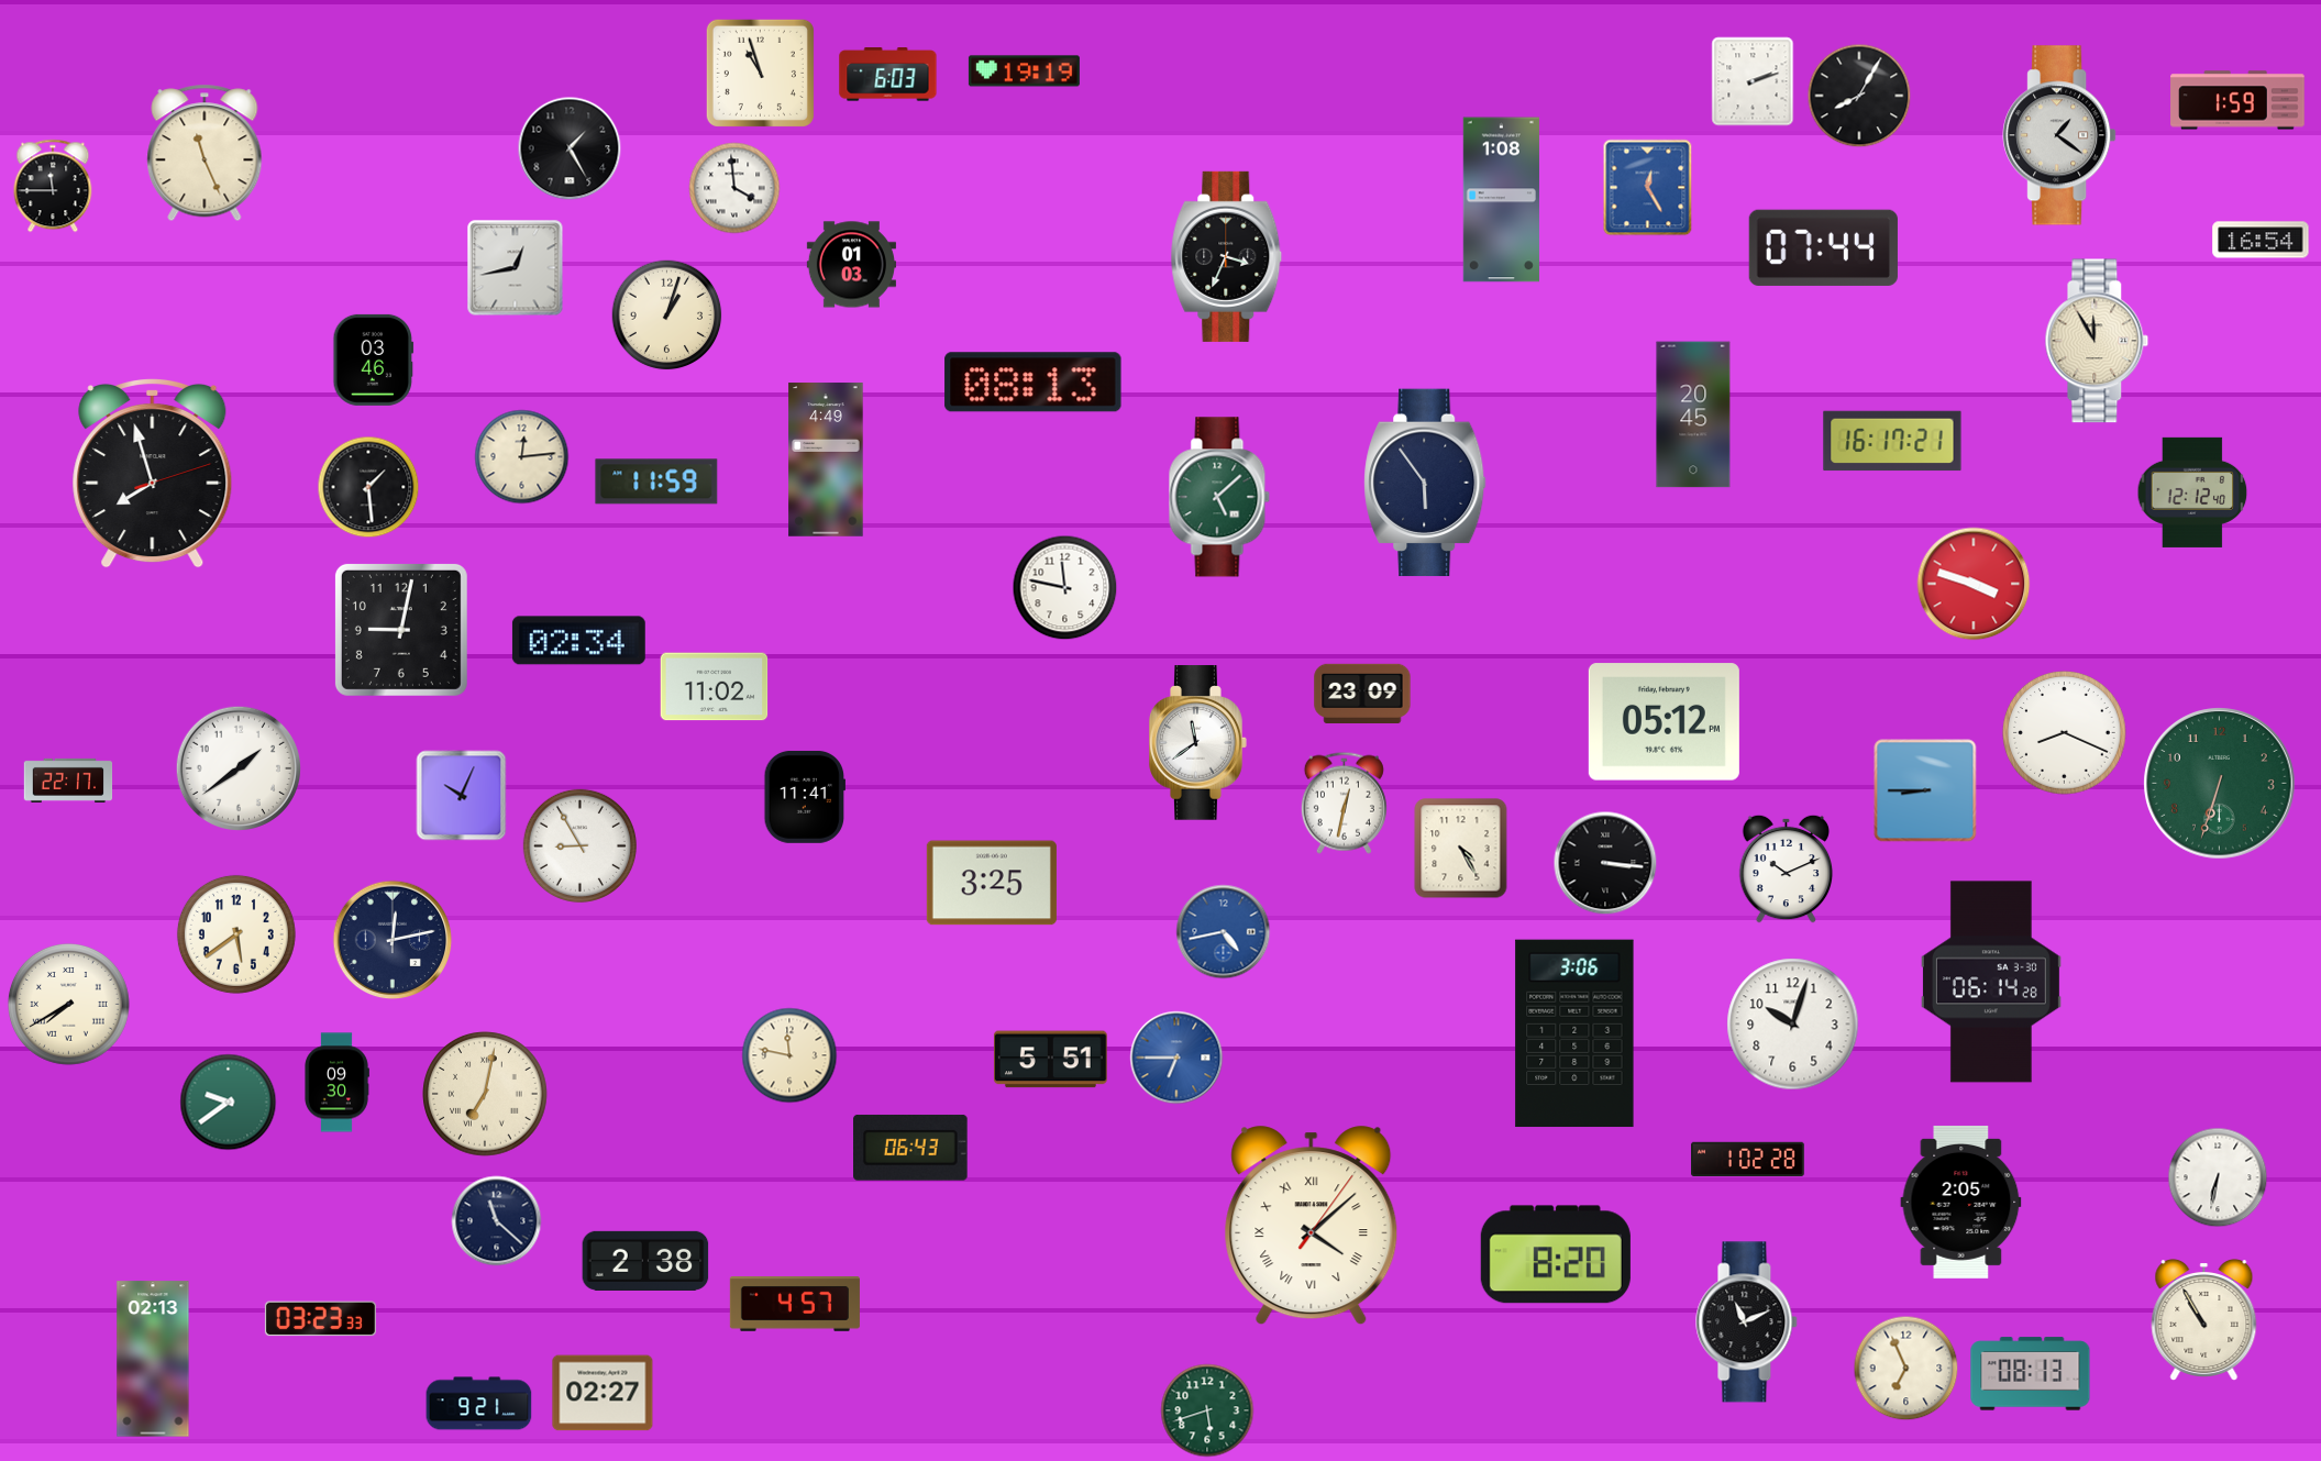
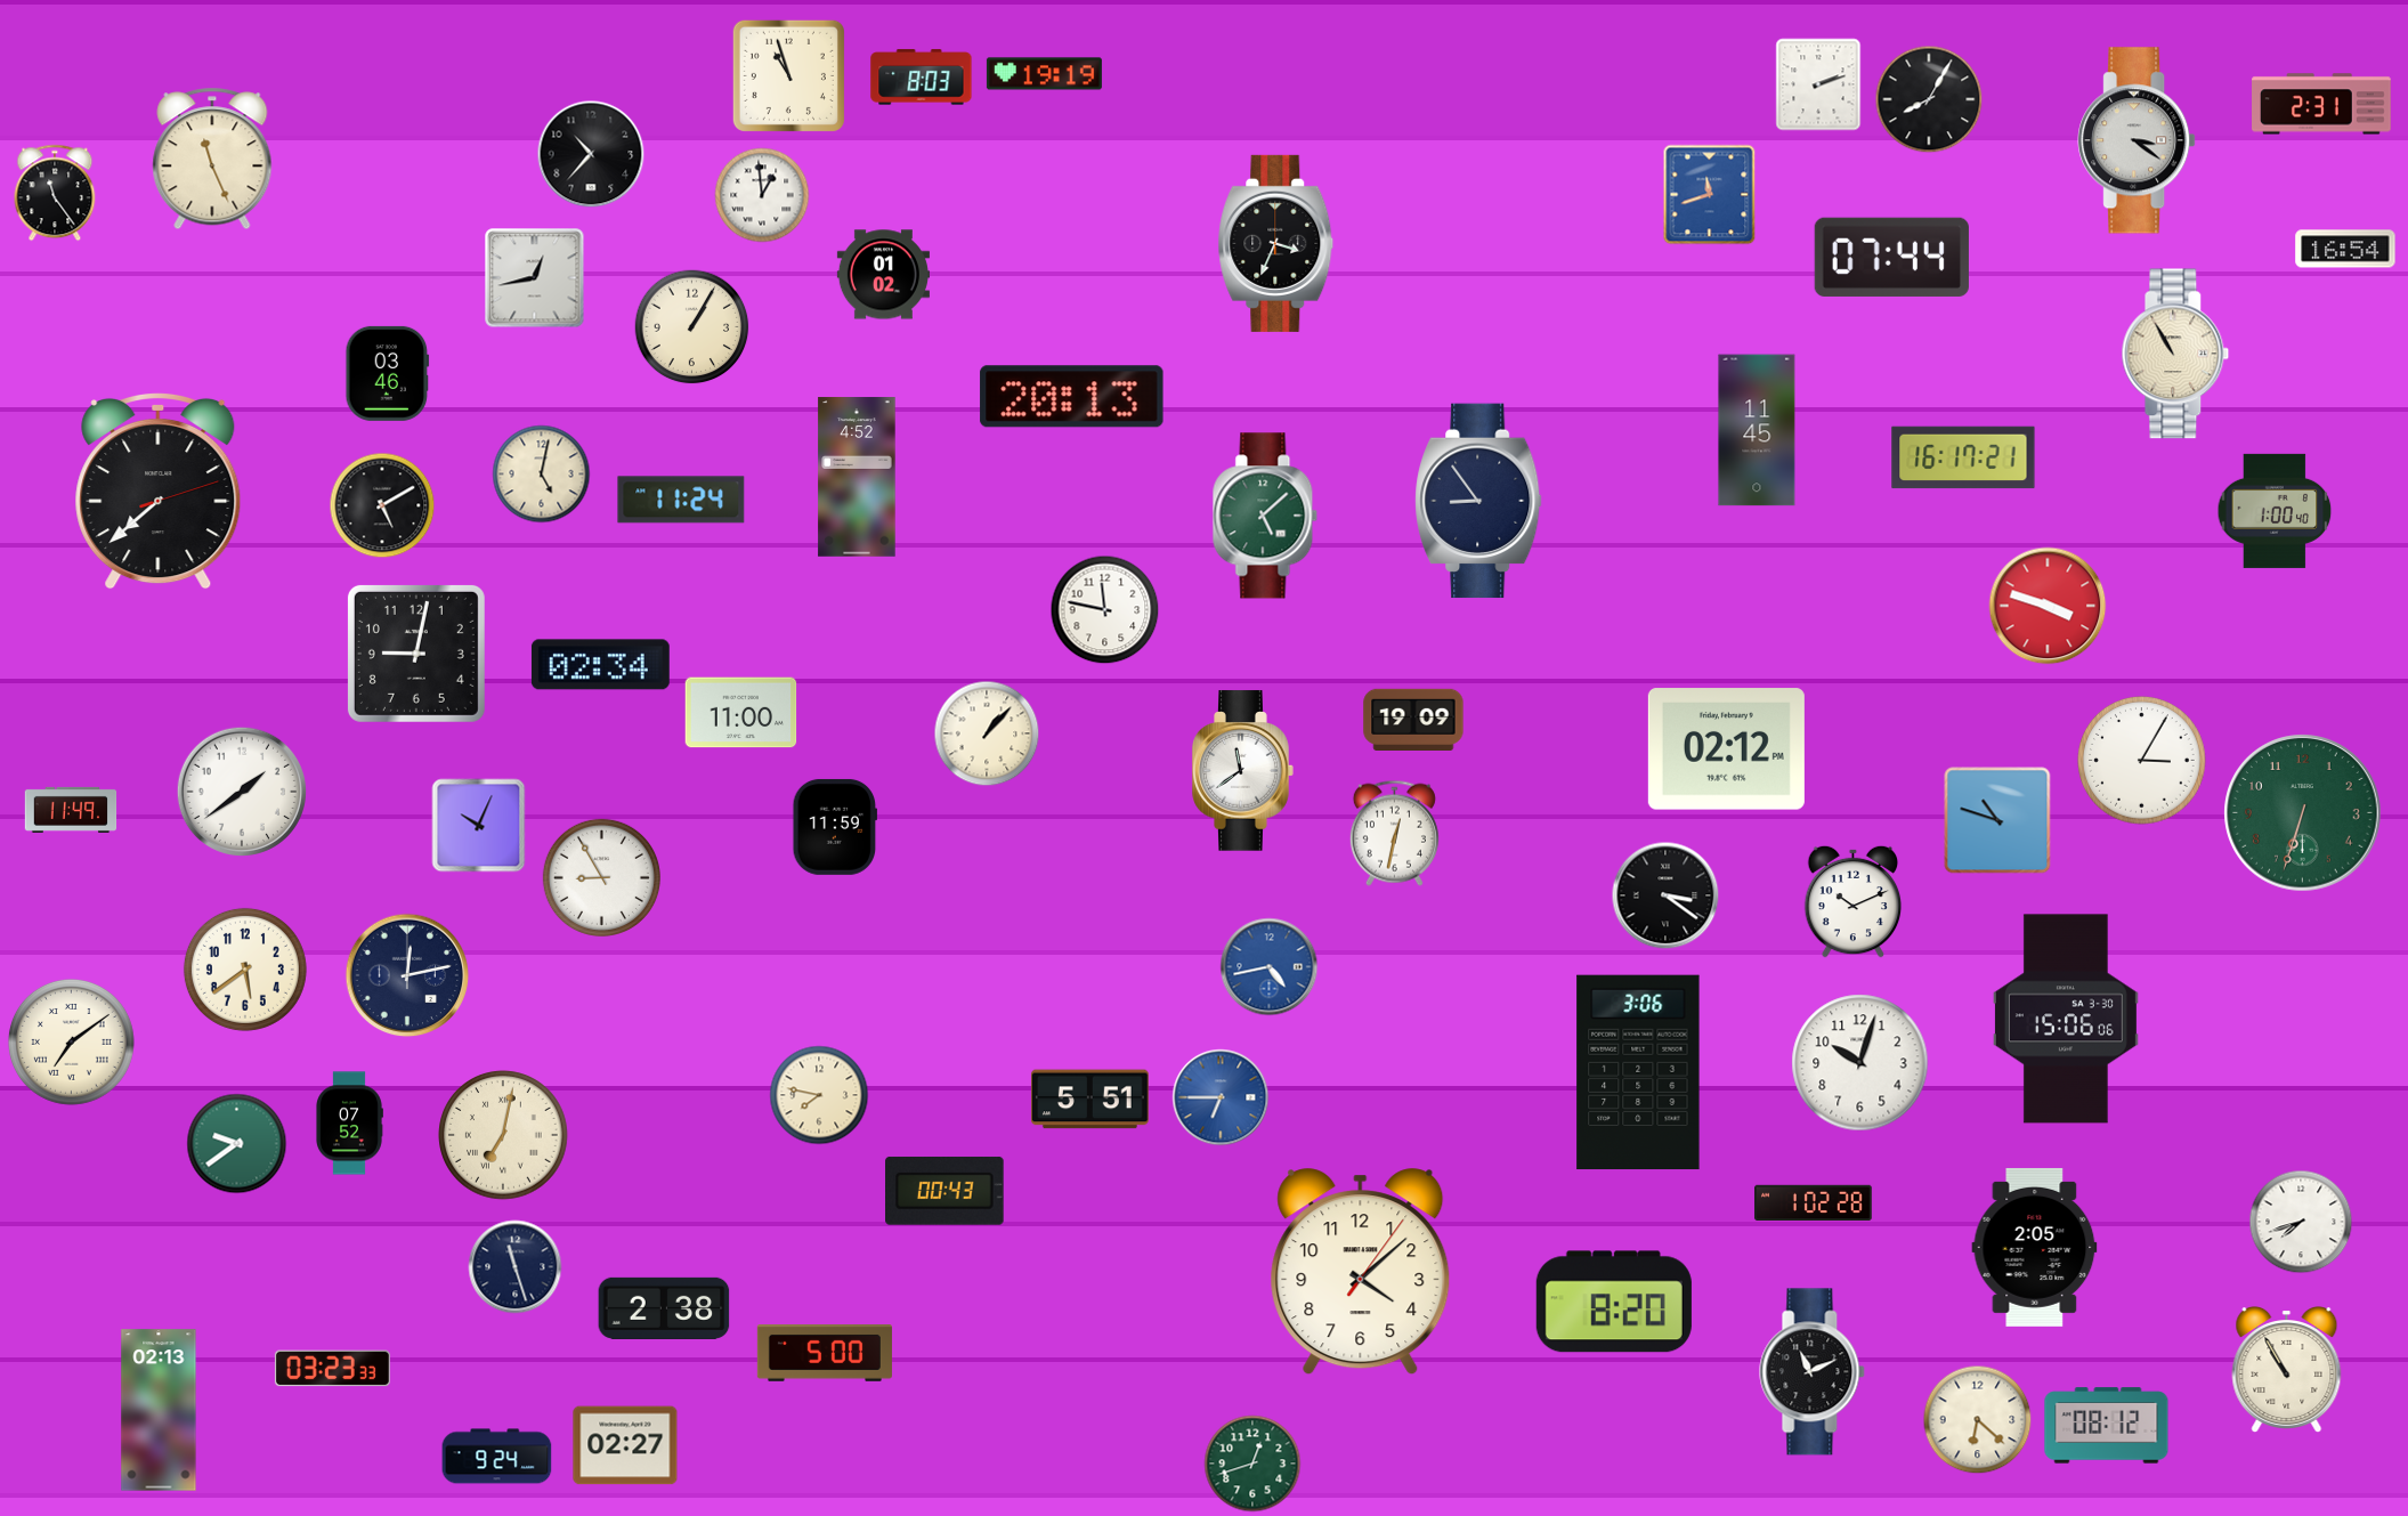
clock at (1024, 71) position: (1024, 71) -> (1044, 74)
clock at (888, 75): 6:03 -> 8:03
clock at (2237, 100): 1:59 -> 2:31
clock at (2059, 135): 1:21 -> 3:21
clock at (570, 148): 1:25 -> 10:37
clock at (53, 186): 11:45 -> 11:24
clock at (734, 188): 3:59 -> 12:59
clock at (1648, 188): 12:25 -> 11:42
clock at (1501, 200): 1:08 -> none
clock at (1227, 256) position: (1227, 256) -> (1276, 243)
clock at (851, 265): 01:03 -> 01:02
clock at (667, 316): 1:03 -> 1:05
clock at (2097, 341): 11:55 -> 10:55
clock at (1034, 383): 08:13 -> 20:13
clock at (1693, 414): 20:45 -> 11:45
clock at (522, 457): 12:14 -> 5:02
clock at (826, 460): 4:49 -> 4:52
clock at (153, 473): 7:57 -> 7:38
clock at (656, 482): 11:59 -> 11:24
clock at (1425, 483): 5:54 -> 8:54
clock at (368, 487): 1:29 -> 5:10
clock at (2192, 492): 12:12 -> 1:00
clock at (715, 687): 11:02 -> 11:00
clock at (1362, 693): 23:09 -> 19:09
clock at (987, 733): none -> 1:07
clock at (1664, 722): 05:12 -> 02:12
clock at (2065, 733): 8:19 -> 3:05
clock at (237, 767) position: (237, 767) -> (241, 791)
clock at (68, 781): 22:17 -> 11:49
clock at (1925, 790): 8:45 -> 10:48
clock at (805, 797): 11:41 -> 11:59
clock at (1461, 849): 4:25 -> none
clock at (1605, 863): 3:16 -> 3:21
clock at (992, 883): 3:25 -> none
clock at (1991, 982): 06:14 -> 15:06
clock at (68, 1004): 7:40 -> 7:09
clock at (1574, 1033) position: (1574, 1033) -> (1638, 1072)
clock at (789, 1055): 11:47 -> 7:47
clock at (336, 1083): 09:30 -> 07:52
clock at (911, 1148): 06:43 -> 00:43
clock at (2218, 1177): 6:32 -> 7:42
clock at (497, 1221): 11:22 -> 11:27
clock at (1312, 1226) numerals: Roman -> Arabic
clock at (645, 1261) position: (645, 1261) -> (664, 1308)
clock at (795, 1305): 4:57 -> 5:00
clock at (1906, 1369): 6:56 -> 6:22
clock at (2031, 1374): 08:13 -> 08:12
clock at (479, 1404): 9:21 -> 9:24
clock at (1207, 1410): 5:42 -> 12:42
